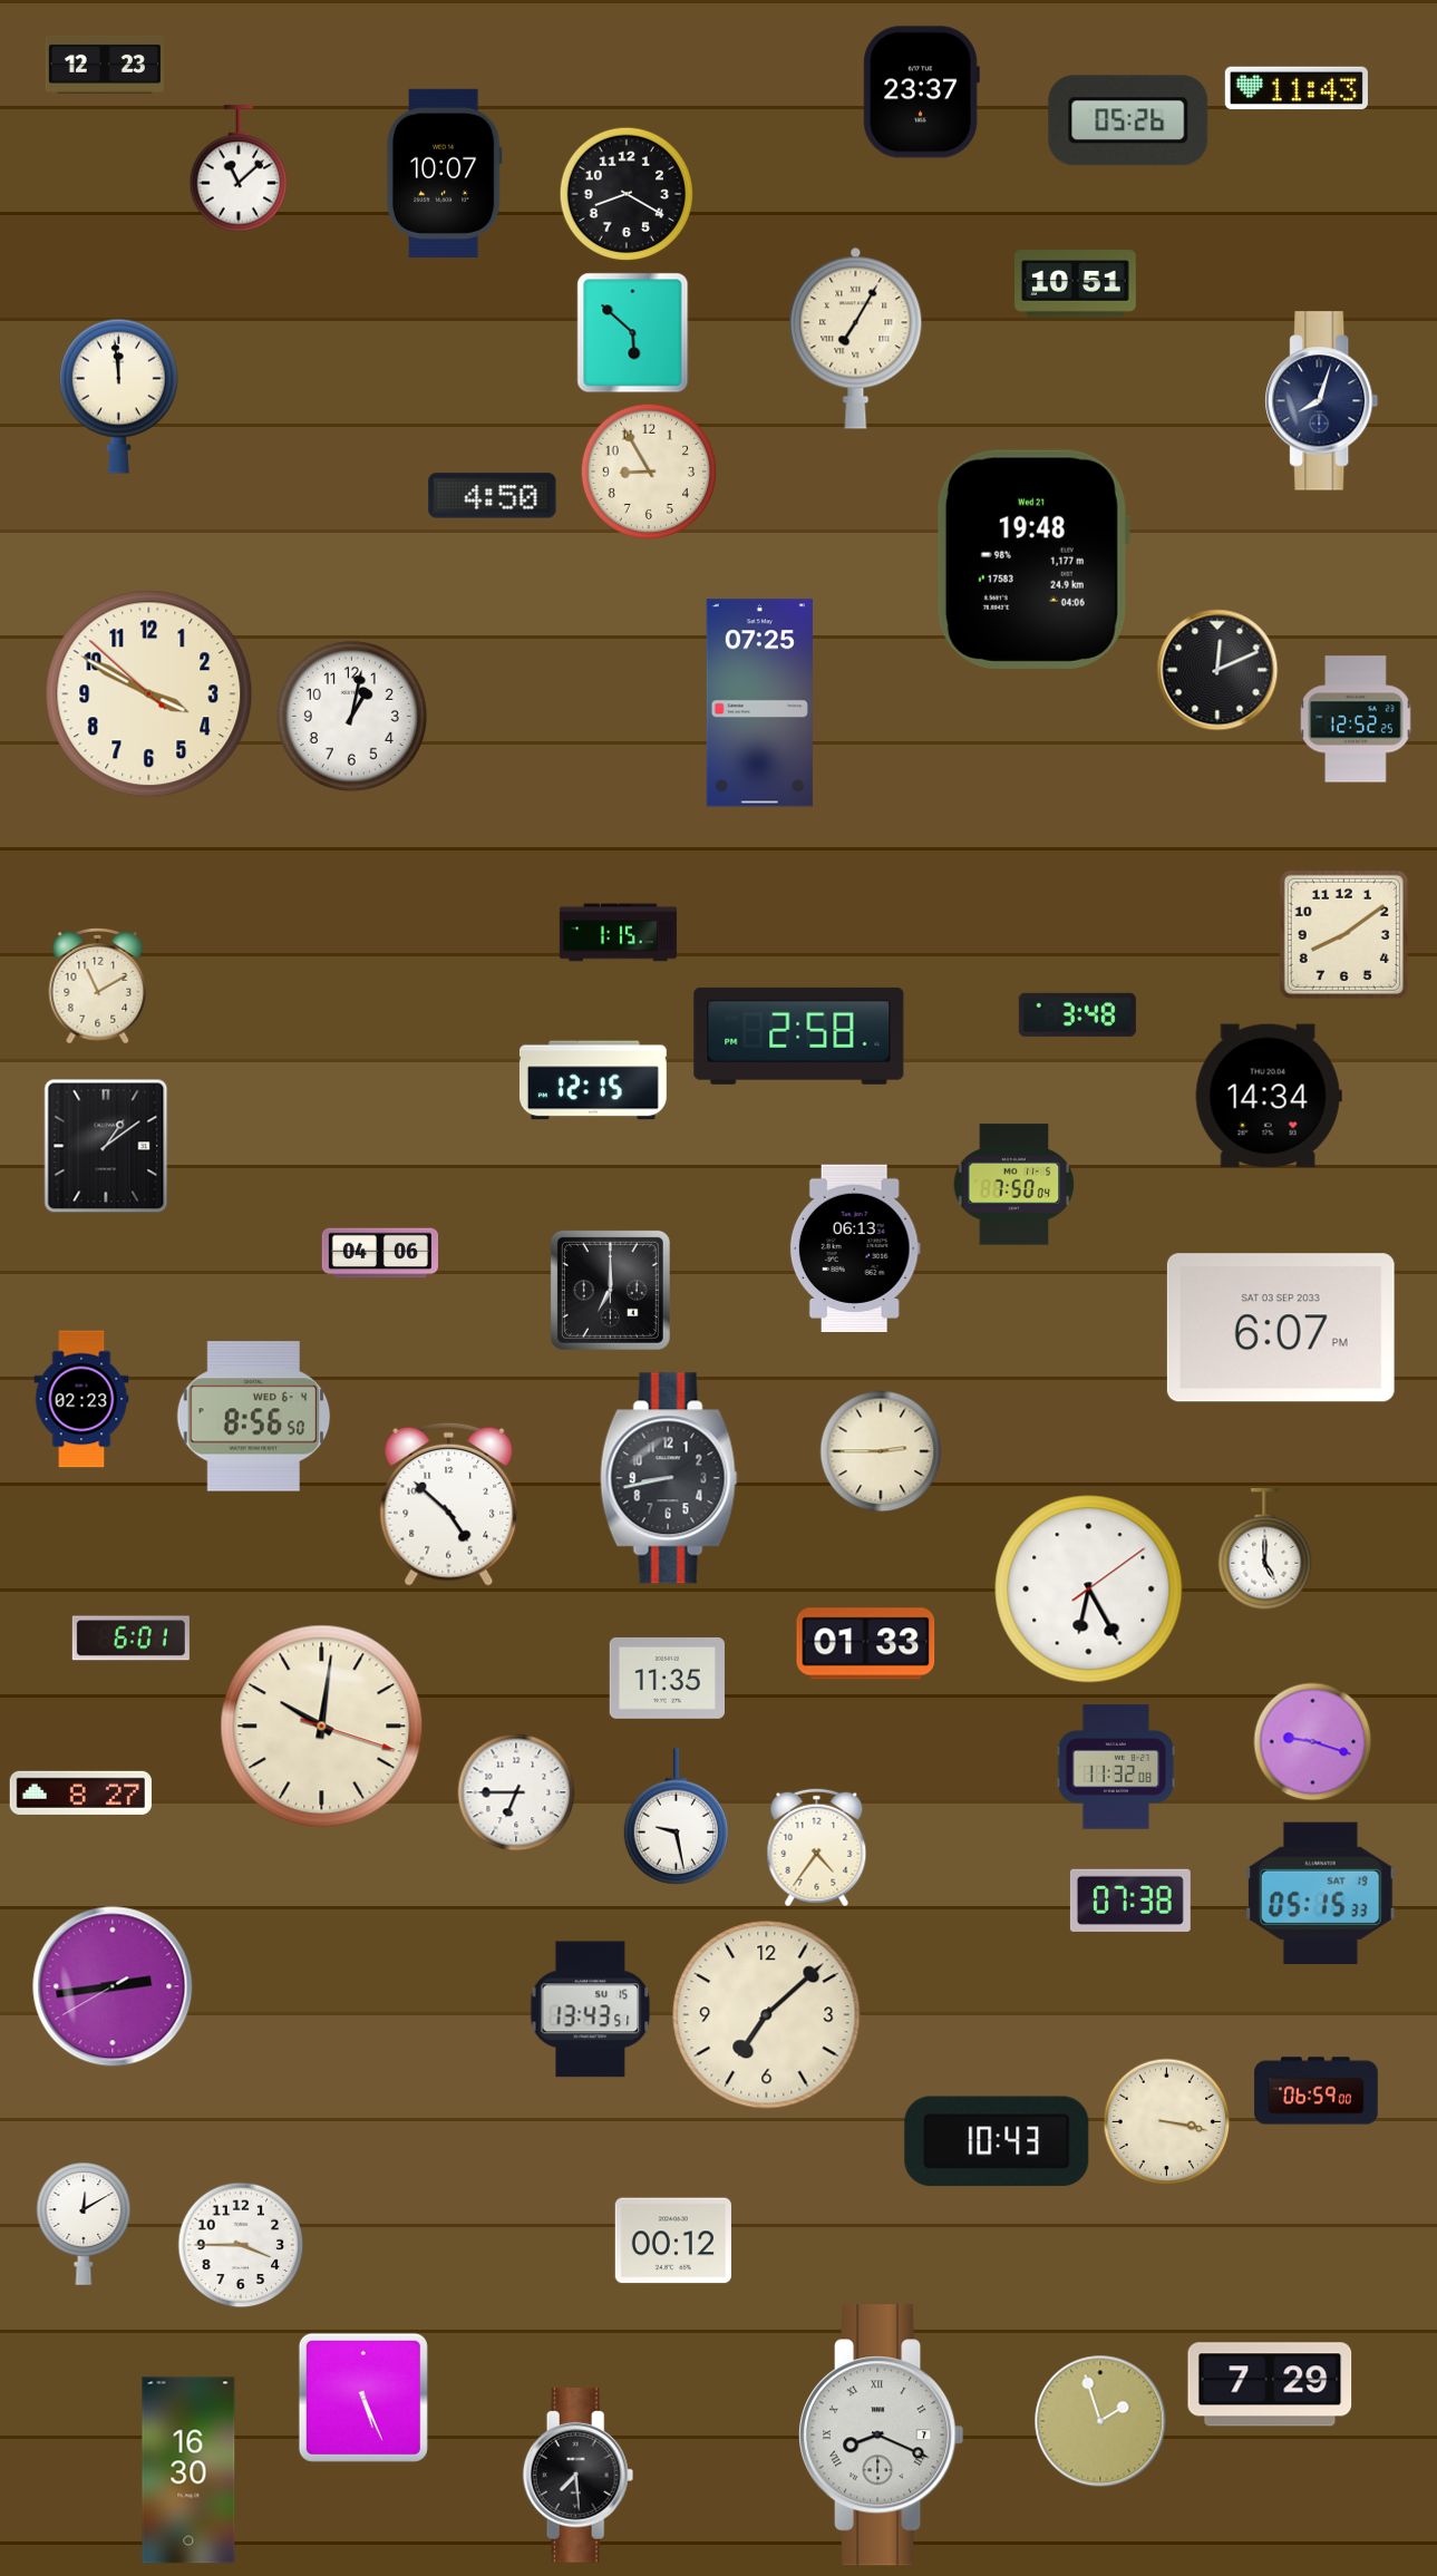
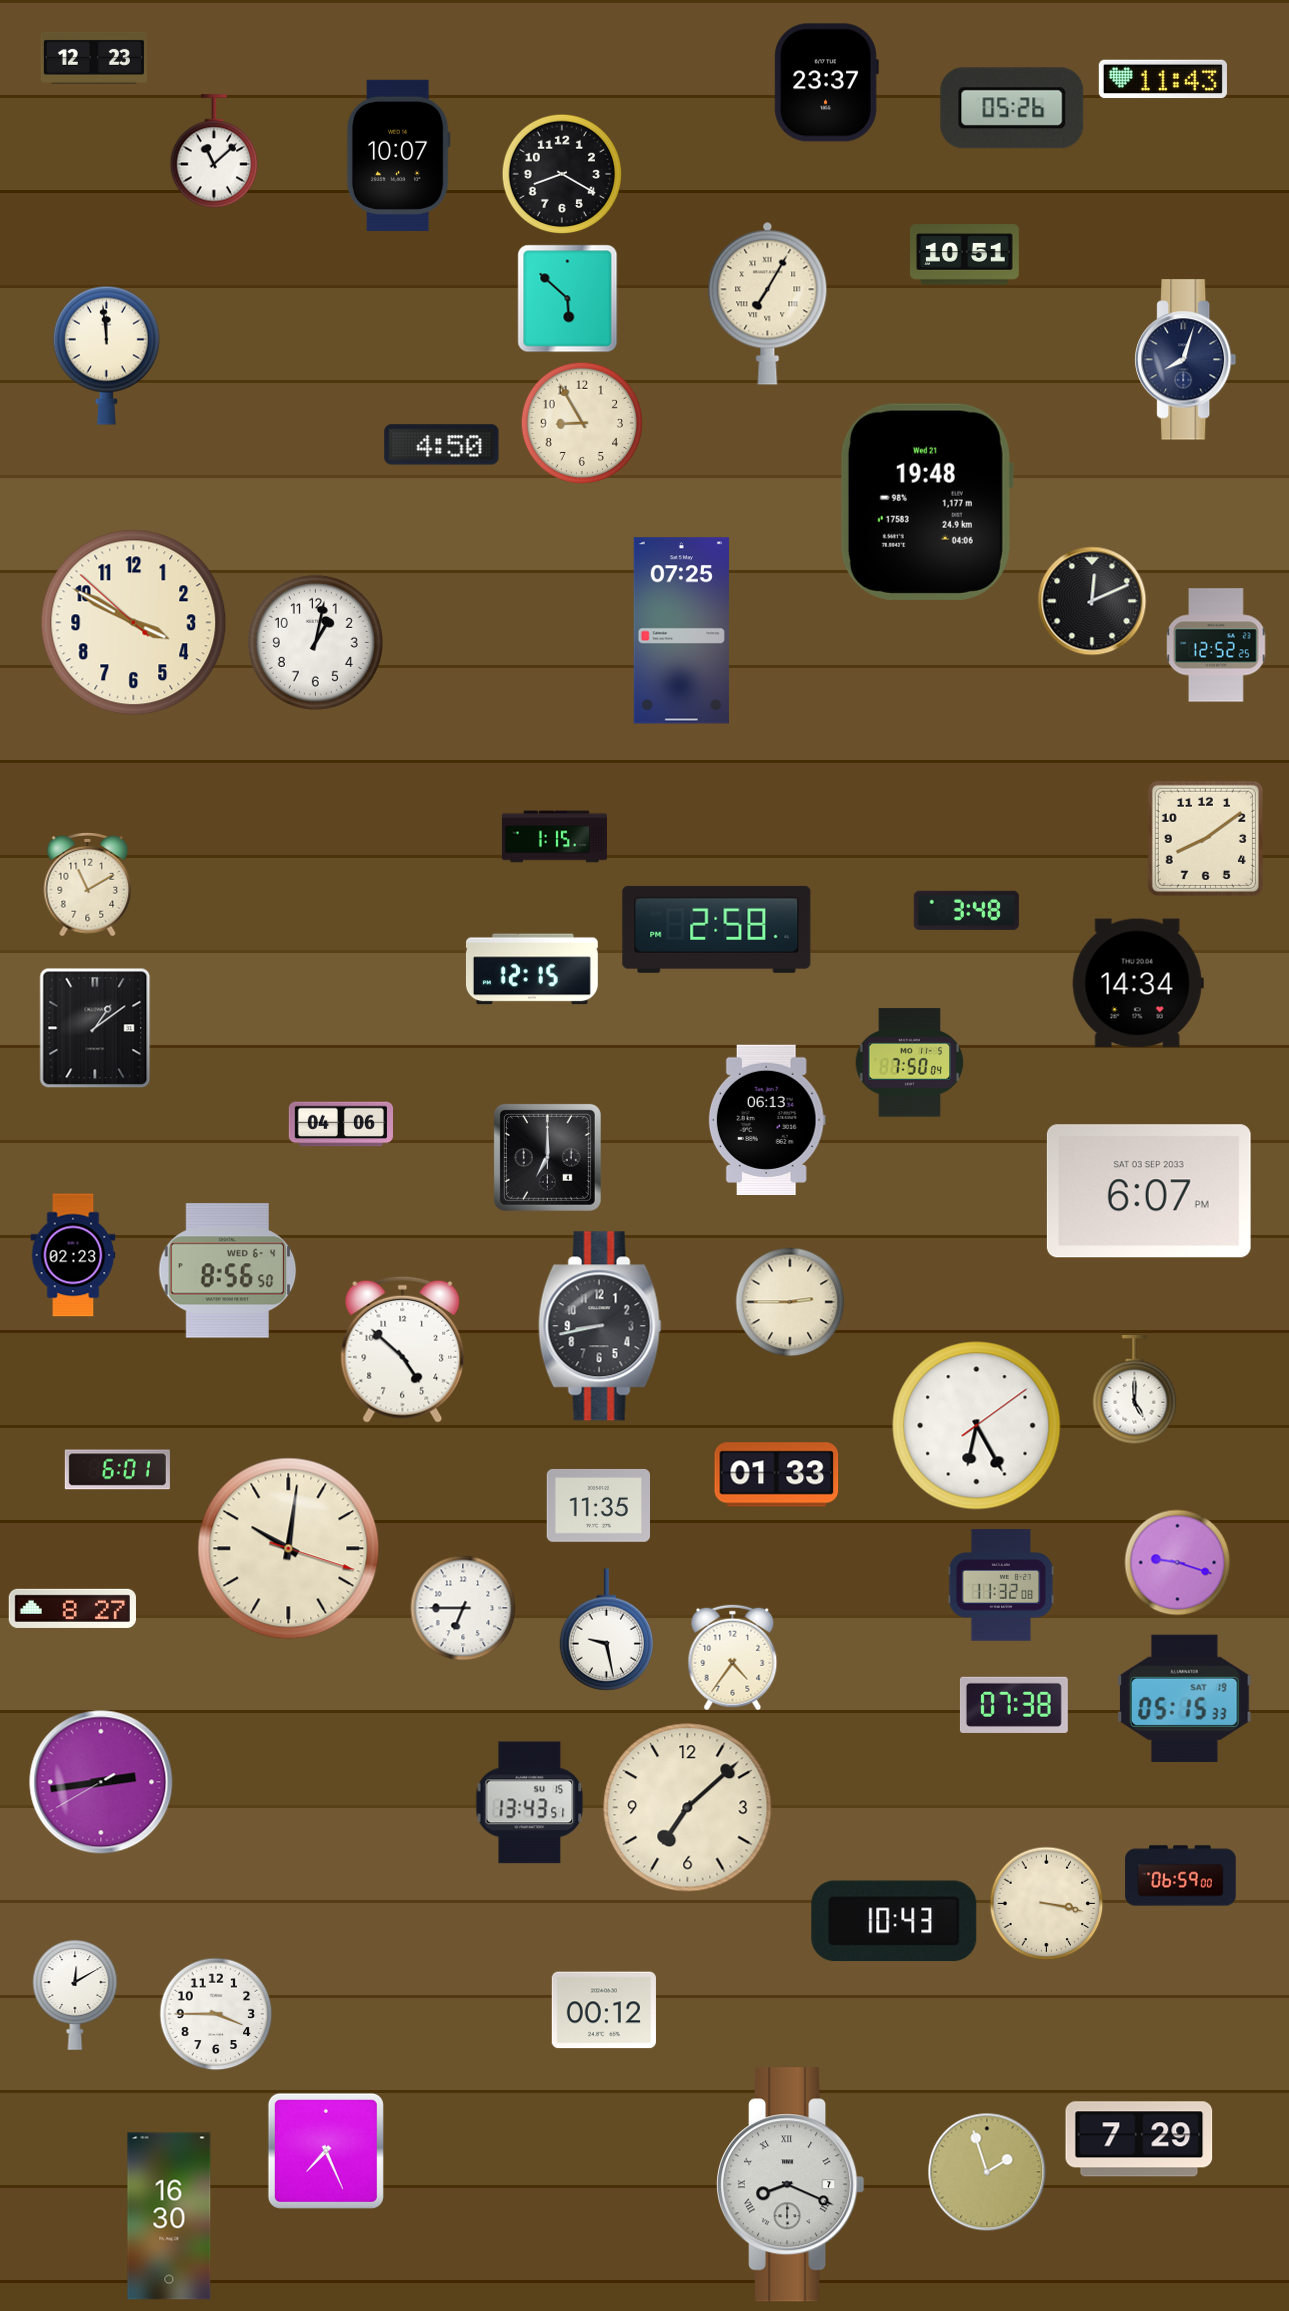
clock at (363, 2398): 5:26 -> 7:26
clock at (579, 2476): 7:29 -> none
